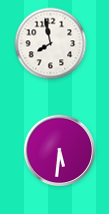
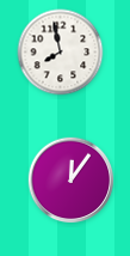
clock at (60, 151): 5:31 -> 12:06
